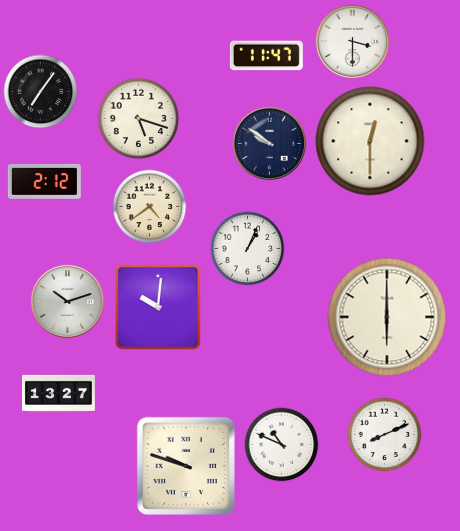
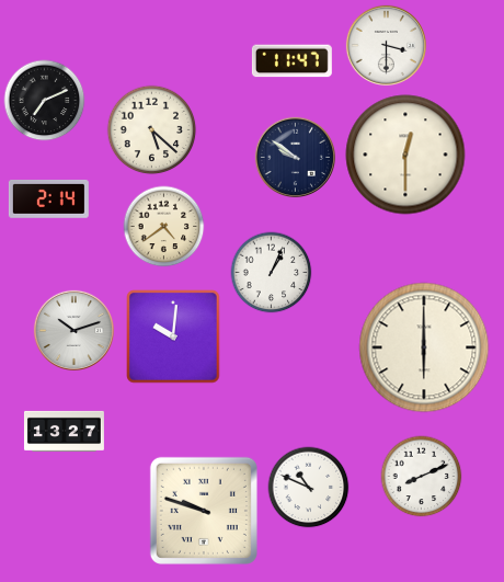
clock at (41, 92): 7:06 -> 7:11
clock at (139, 119): 5:18 -> 5:22
clock at (44, 181): 2:12 -> 2:14
